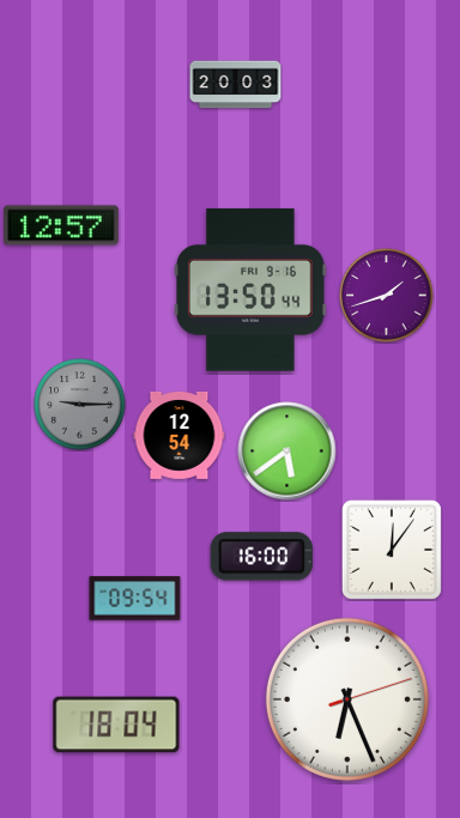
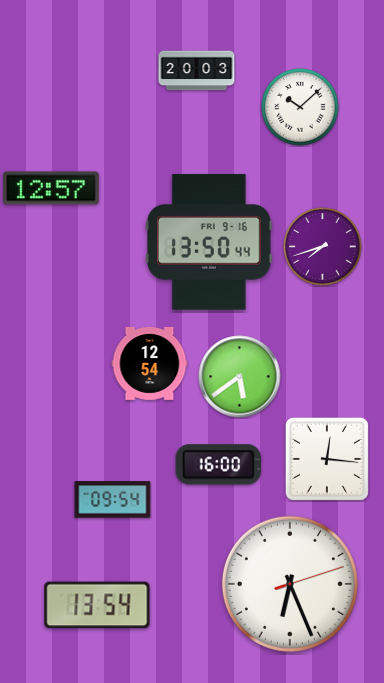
clock at (300, 107): none -> 10:08
clock at (387, 296): 1:42 -> 7:42
clock at (80, 405): 9:15 -> none
clock at (392, 550): 12:06 -> 12:16
clock at (116, 725): 18:04 -> 13:54
